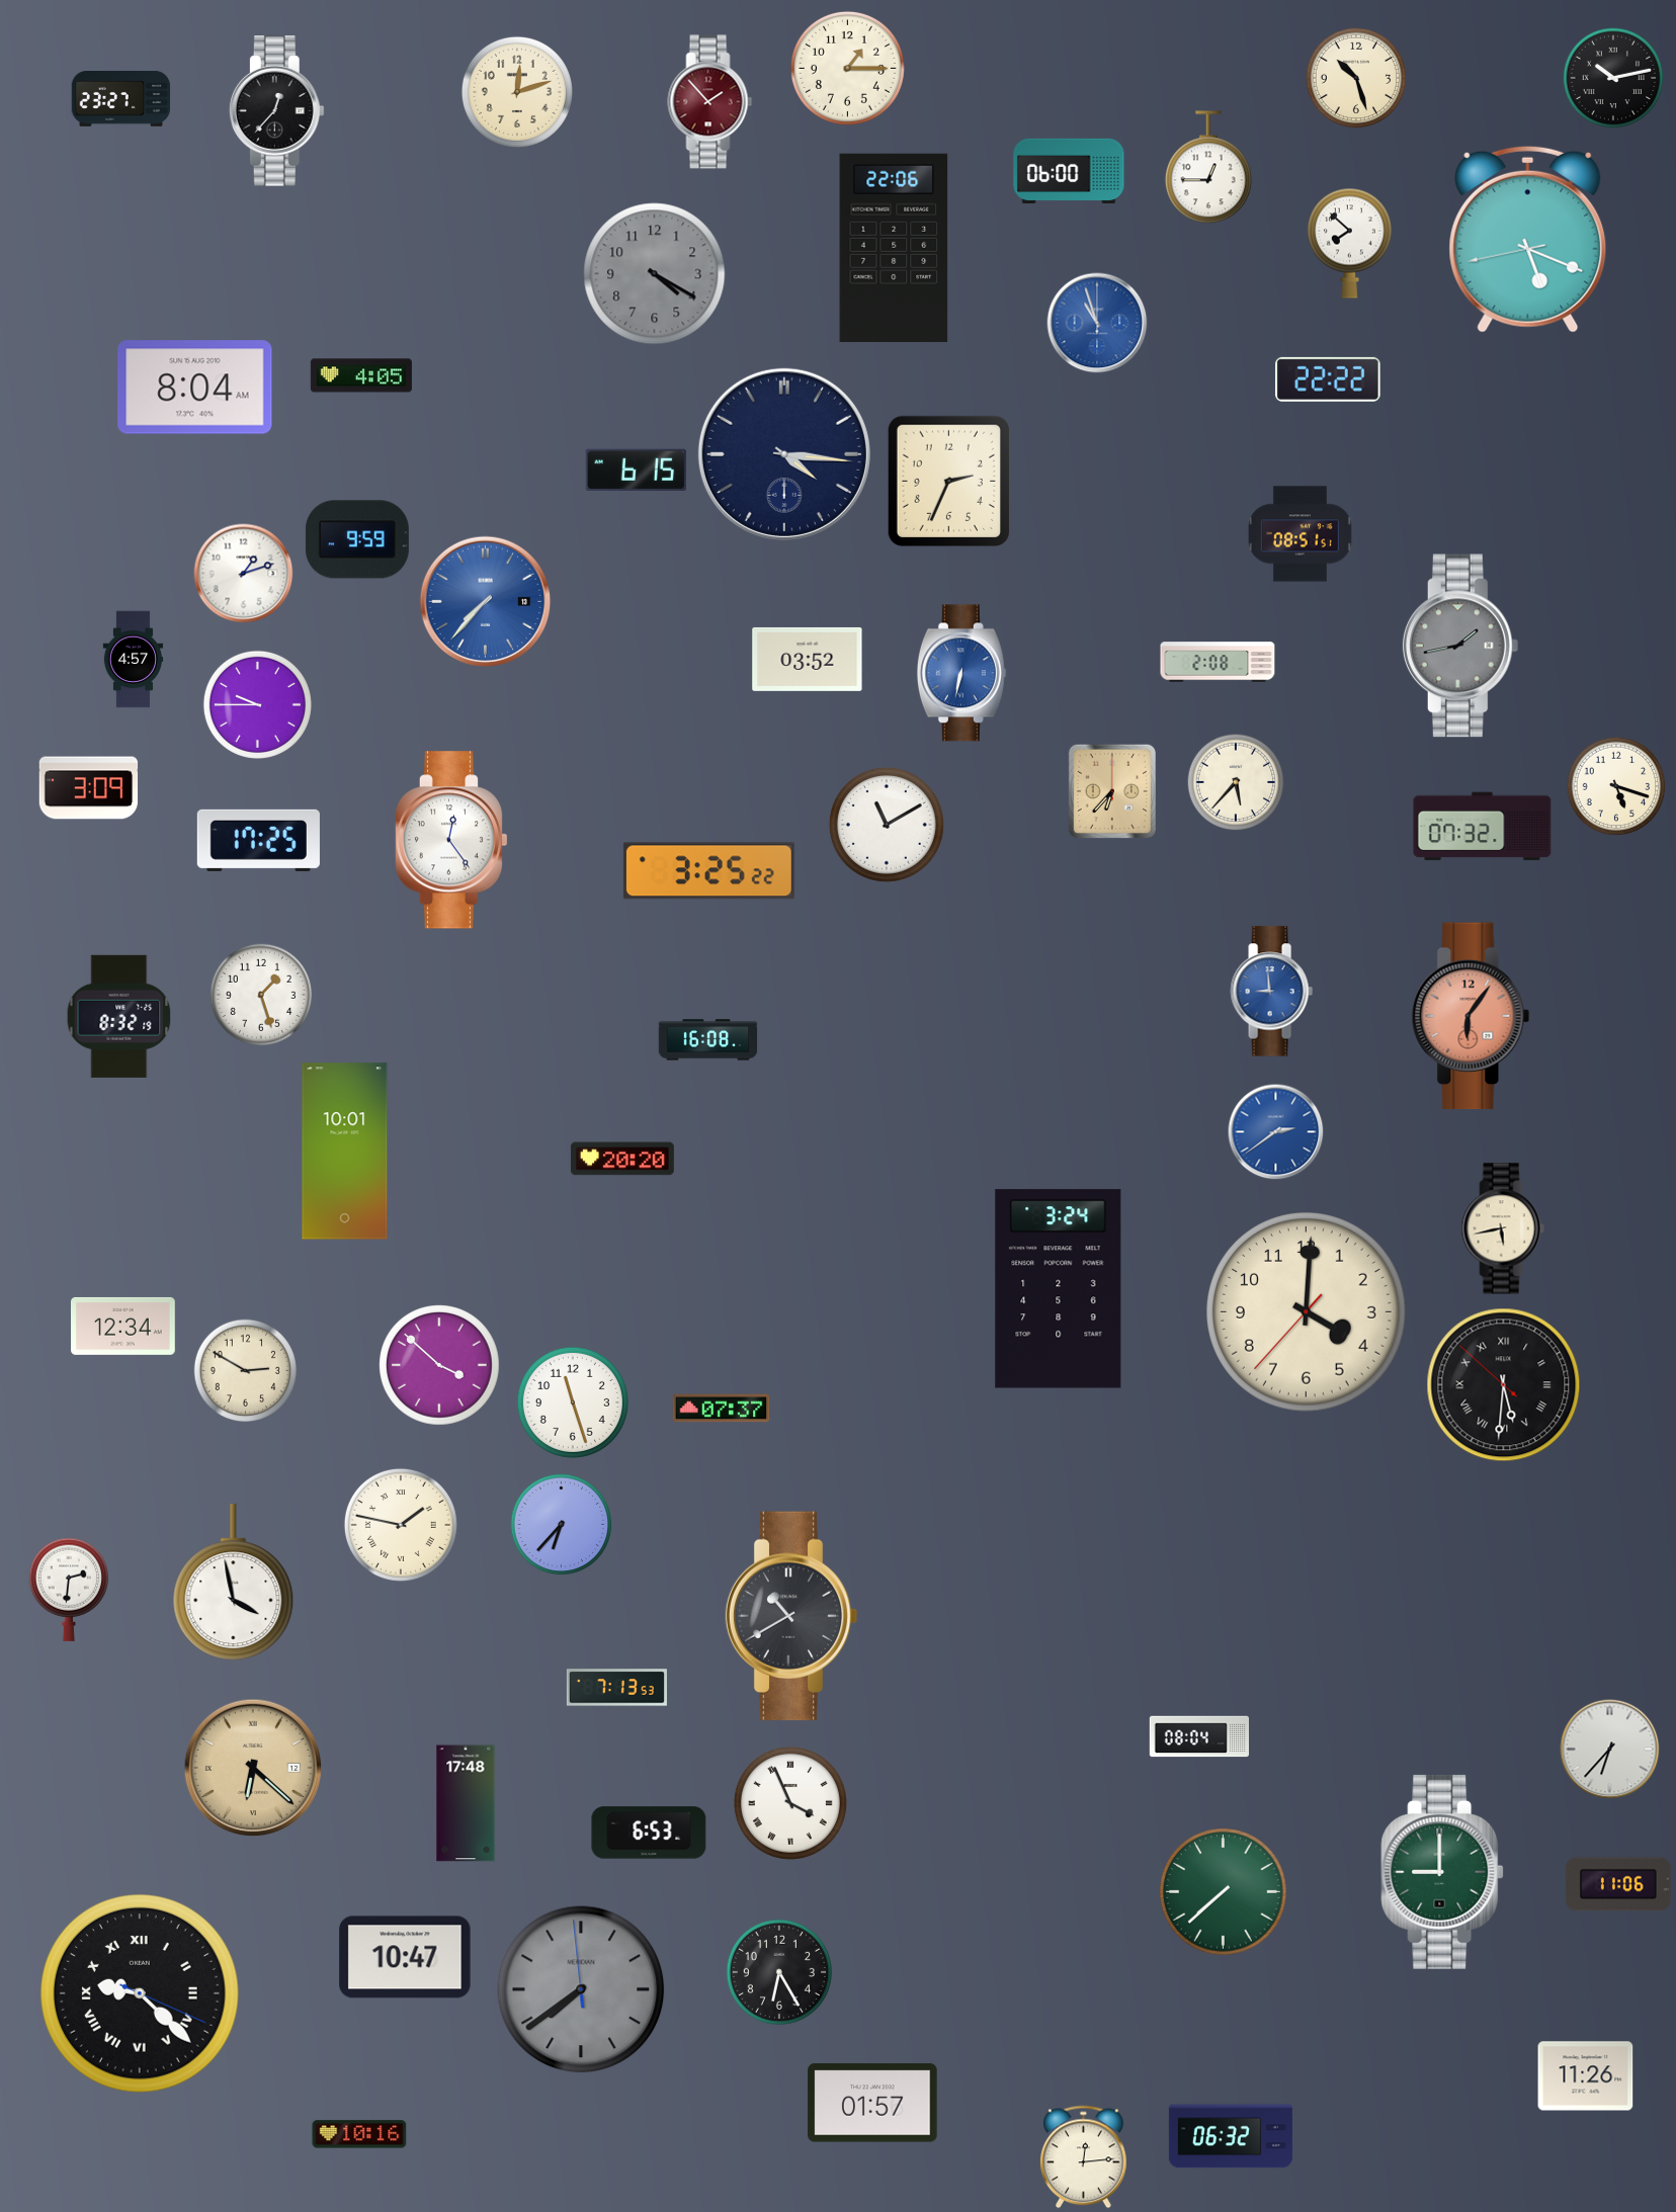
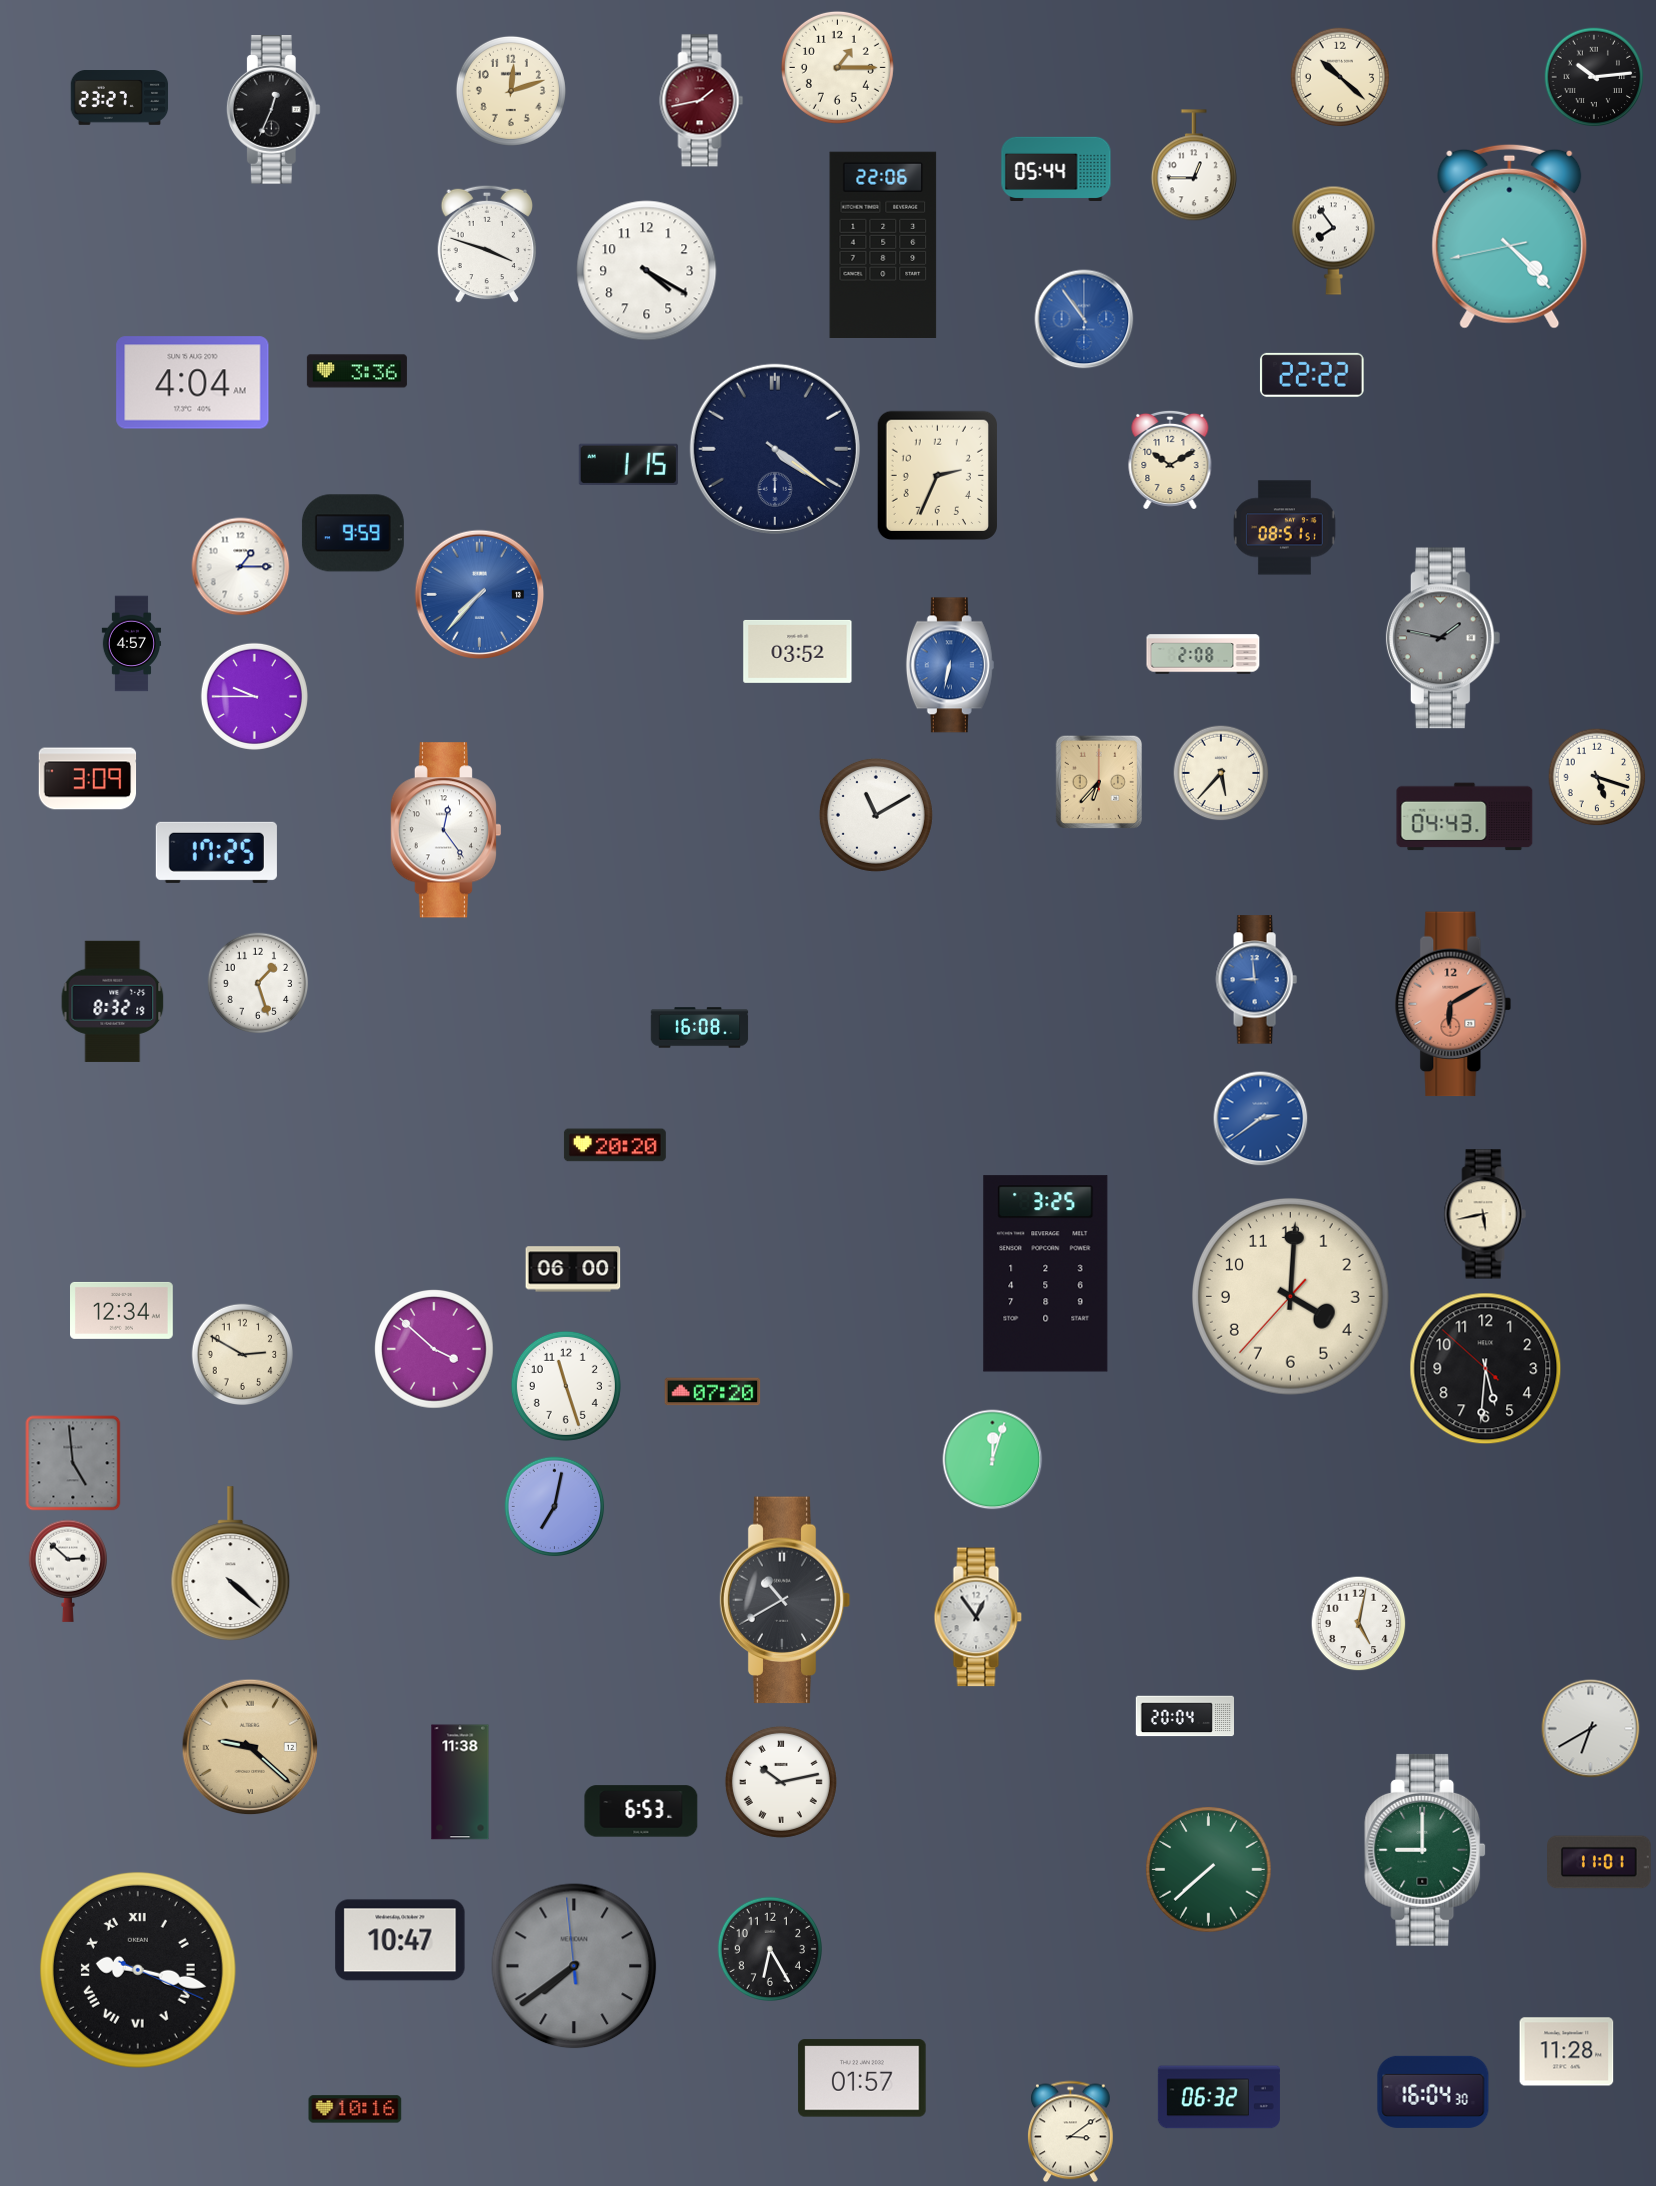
clock at (1356, 78): 10:27 -> 10:22
clock at (1613, 78): 10:13 -> 10:14
clock at (710, 102): 1:53 -> 1:43
clock at (276, 111): 12:37 -> 12:34
clock at (1069, 170): 06:00 -> 05:44
clock at (1528, 239): 5:18 -> 4:22
clock at (1349, 243): 7:52 -> 7:54
clock at (486, 244): none -> 3:48
clock at (655, 274) dial: grey -> white
clock at (1097, 323): 10:57 -> 10:54
clock at (361, 375): 4:05 -> 3:36
clock at (195, 388): 8:04 -> 4:04
clock at (784, 454): 4:16 -> 4:21
clock at (1170, 460): none -> 10:10
clock at (636, 470): 6:15 -> 1:15
clock at (244, 574): 1:12 -> 1:15
clock at (1460, 646): 1:43 -> 1:47
clock at (134, 660) position: (134, 660) -> (132, 644)
clock at (1483, 827): 07:32 -> 04:43
clock at (258, 840) position: (258, 840) -> (216, 852)
clock at (708, 871): 3:25 -> none
clock at (119, 1016) position: (119, 1016) -> (113, 1001)
clock at (1471, 1016): 6:06 -> 6:10
clock at (345, 1152): 10:01 -> none
clock at (573, 1269): none -> 06:00
clock at (1059, 1289): 3:24 -> 3:25
clock at (1504, 1385) numerals: Roman -> Arabic
clock at (722, 1409): 07:37 -> 07:20
clock at (993, 1460): none -> 12:03
clock at (73, 1463): none -> 4:59
clock at (401, 1525): 1:47 -> none
clock at (562, 1525): 6:37 -> 7:02
clock at (234, 1583): 3:58 -> 4:22
clock at (69, 1590): 2:31 -> 2:52
clock at (791, 1616) position: (791, 1616) -> (785, 1600)
clock at (978, 1617): none -> 12:54
clock at (1359, 1624): none -> 5:02
clock at (616, 1688): 7:13 -> none
clock at (1198, 1736): 08:04 -> 20:04
clock at (1610, 1750): 6:37 -> 6:40
clock at (253, 1768): 6:22 -> 9:22
clock at (466, 1803): 17:48 -> 11:38
clock at (790, 1803): 3:56 -> 10:13
clock at (1618, 1884): 11:06 -> 11:01
clock at (405, 1957) position: (405, 1957) -> (400, 1940)
clock at (140, 1993): 9:22 -> 9:17
clock at (1586, 2076): 11:26 -> 11:28
clock at (1433, 2092): none -> 16:04
clock at (1231, 2136) position: (1231, 2136) -> (1219, 2097)
clock at (1084, 2157): 12:14 -> 3:09
